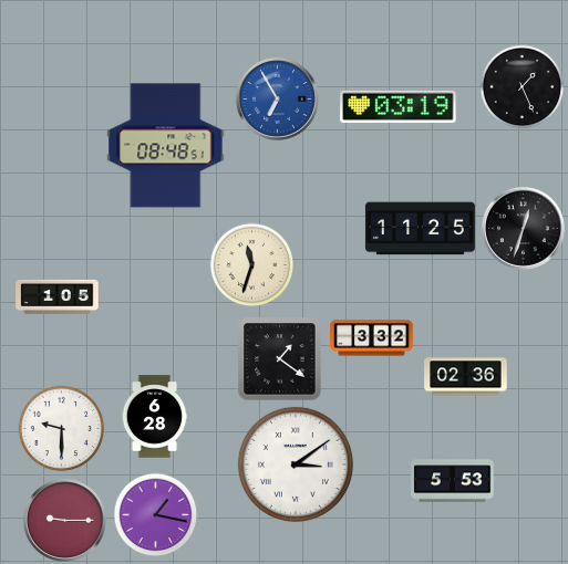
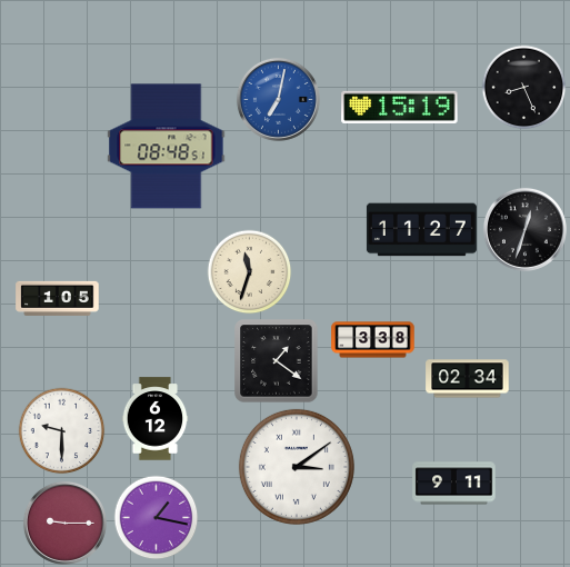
clock at (523, 87): 1:26 -> 8:26
clock at (277, 98): 6:55 -> 7:02
clock at (399, 106): 03:19 -> 15:19
clock at (420, 229): 11:25 -> 11:27
clock at (252, 265) position: (252, 265) -> (250, 272)
clock at (372, 338): 3:32 -> 3:38
clock at (280, 359) position: (280, 359) -> (277, 361)
clock at (466, 377): 02:36 -> 02:34
clock at (155, 417): 6:28 -> 6:12
clock at (453, 481): 5:53 -> 9:11
